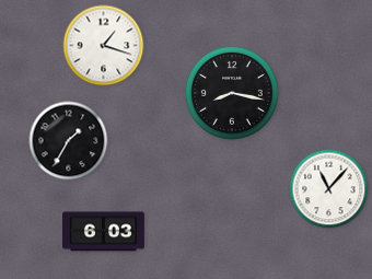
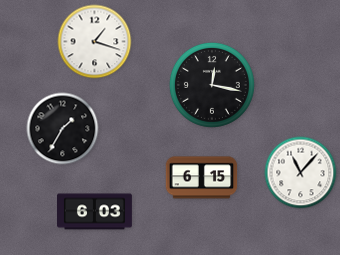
clock at (232, 93): 8:17 -> 12:17
clock at (202, 178): none -> 6:15
